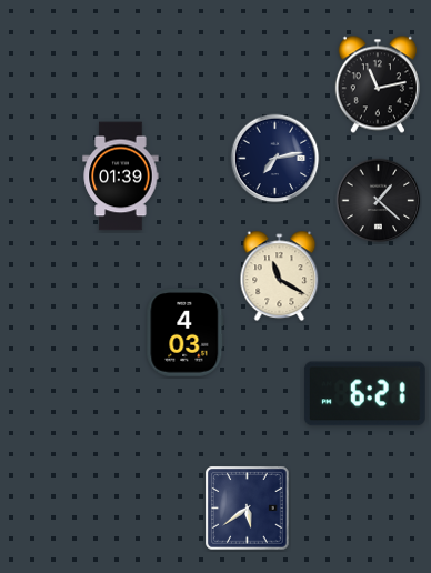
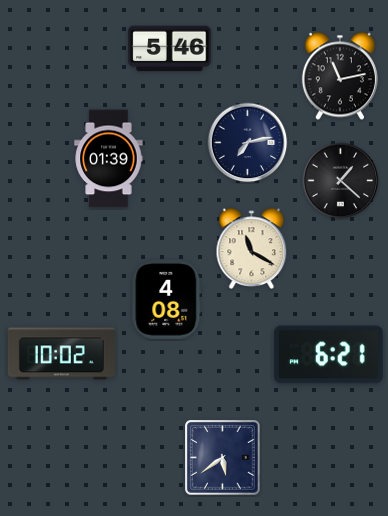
clock at (170, 49): none -> 5:46
clock at (186, 333): 4:03 -> 4:08
clock at (61, 354): none -> 10:02
